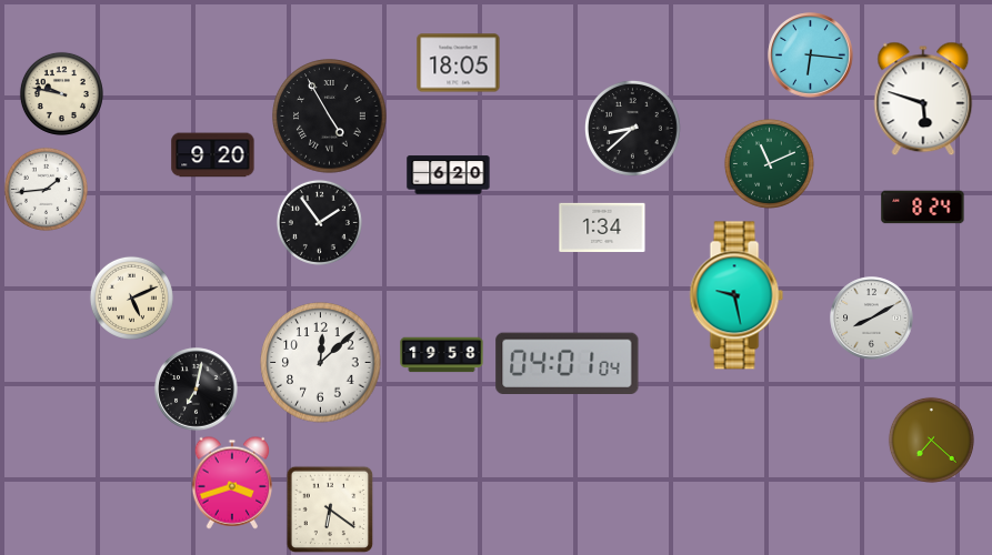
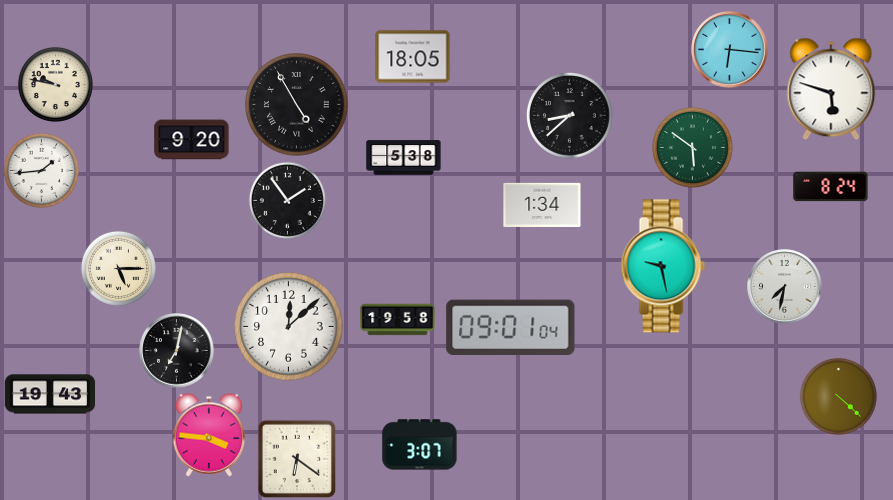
clock at (769, 163): 11:11 -> 5:51
clock at (449, 175): 6:20 -> 5:38
clock at (131, 297): 5:11 -> 5:15
clock at (872, 319): 8:10 -> 7:32
clock at (568, 363): 04:01 -> 09:01
clock at (50, 394): none -> 19:43
clock at (931, 440): 7:22 -> 4:22
clock at (232, 483): 3:42 -> 3:46
clock at (420, 445): none -> 3:07
